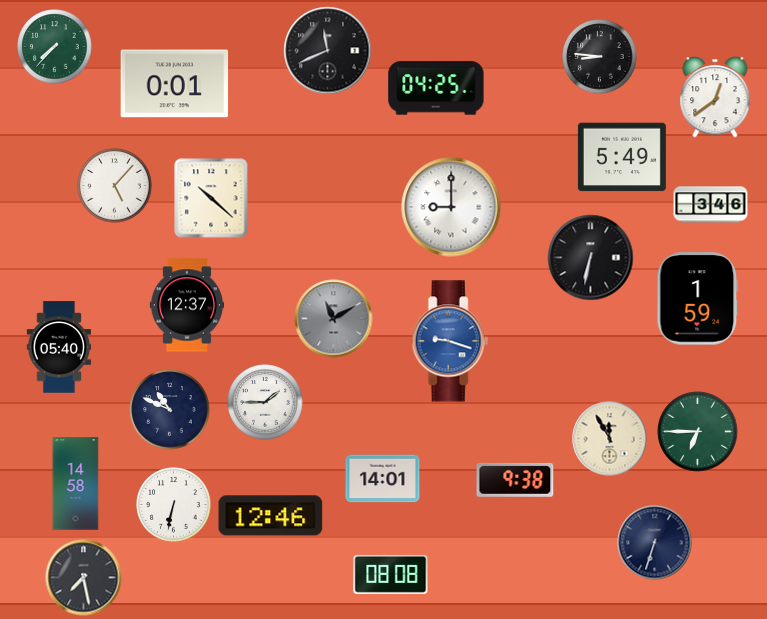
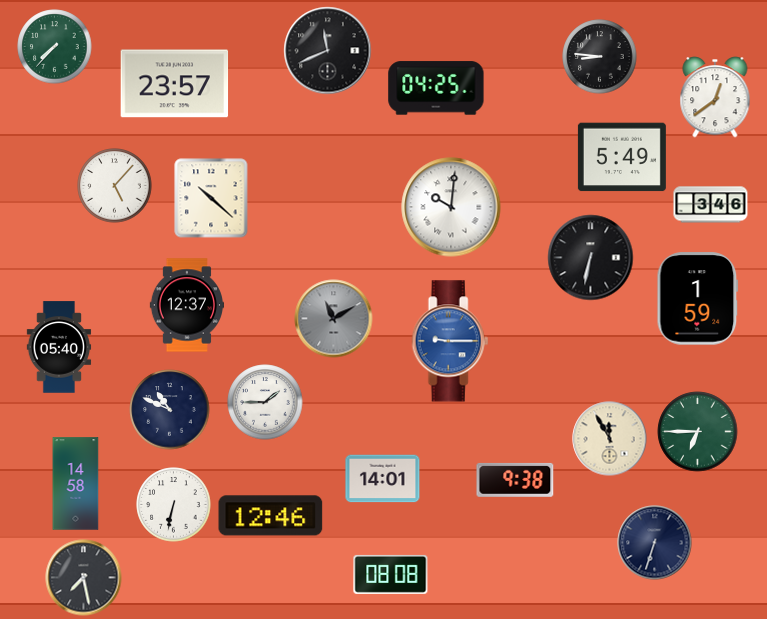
clock at (175, 84): 0:01 -> 23:57
clock at (451, 207): 9:00 -> 10:01
clock at (450, 341): 9:18 -> 9:15
